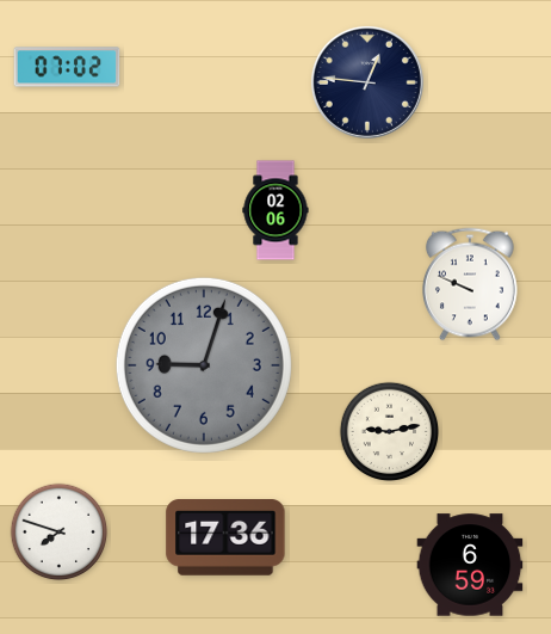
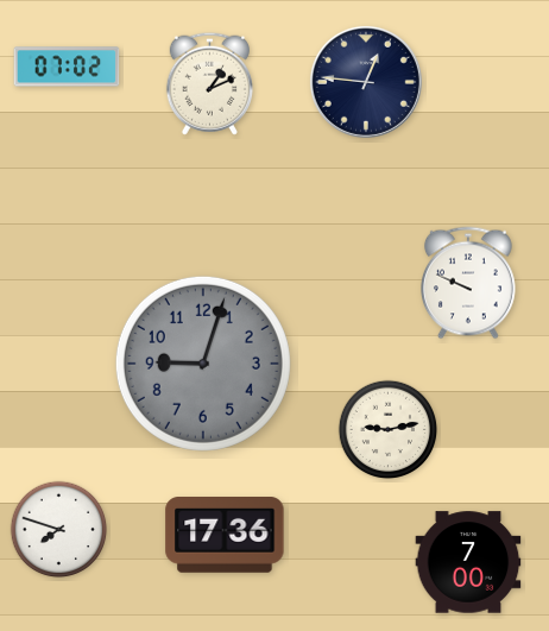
clock at (209, 83): none -> 1:11
clock at (275, 210): 02:06 -> none
clock at (470, 565): 6:59 -> 7:00
